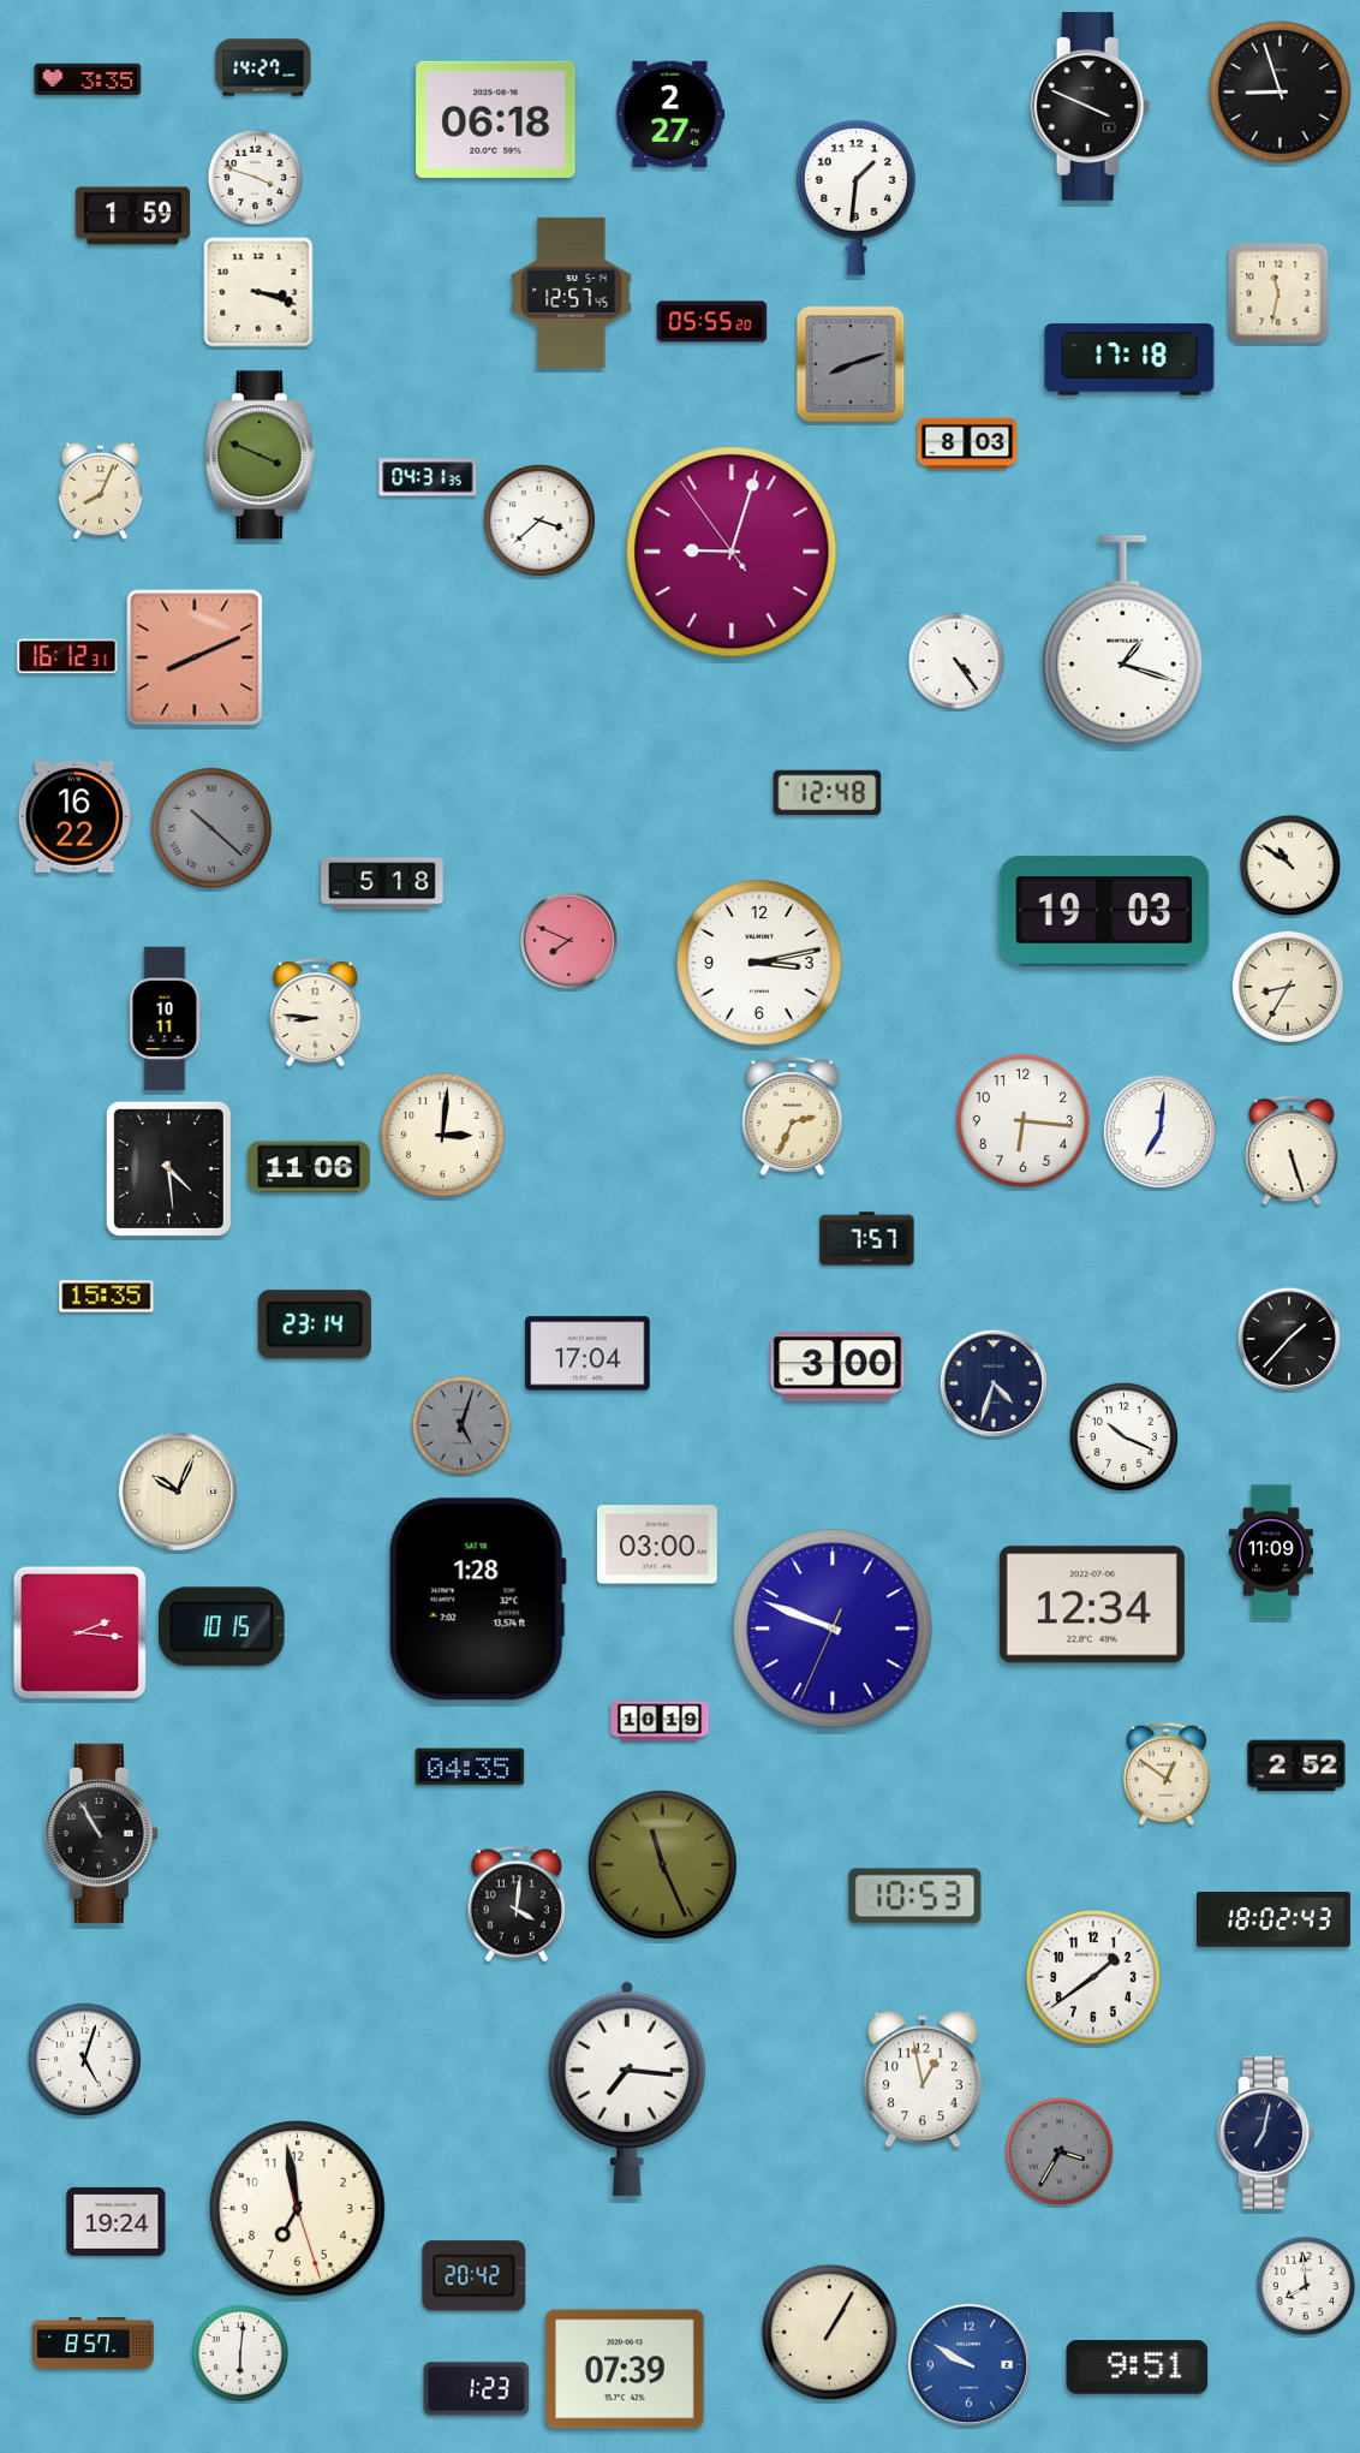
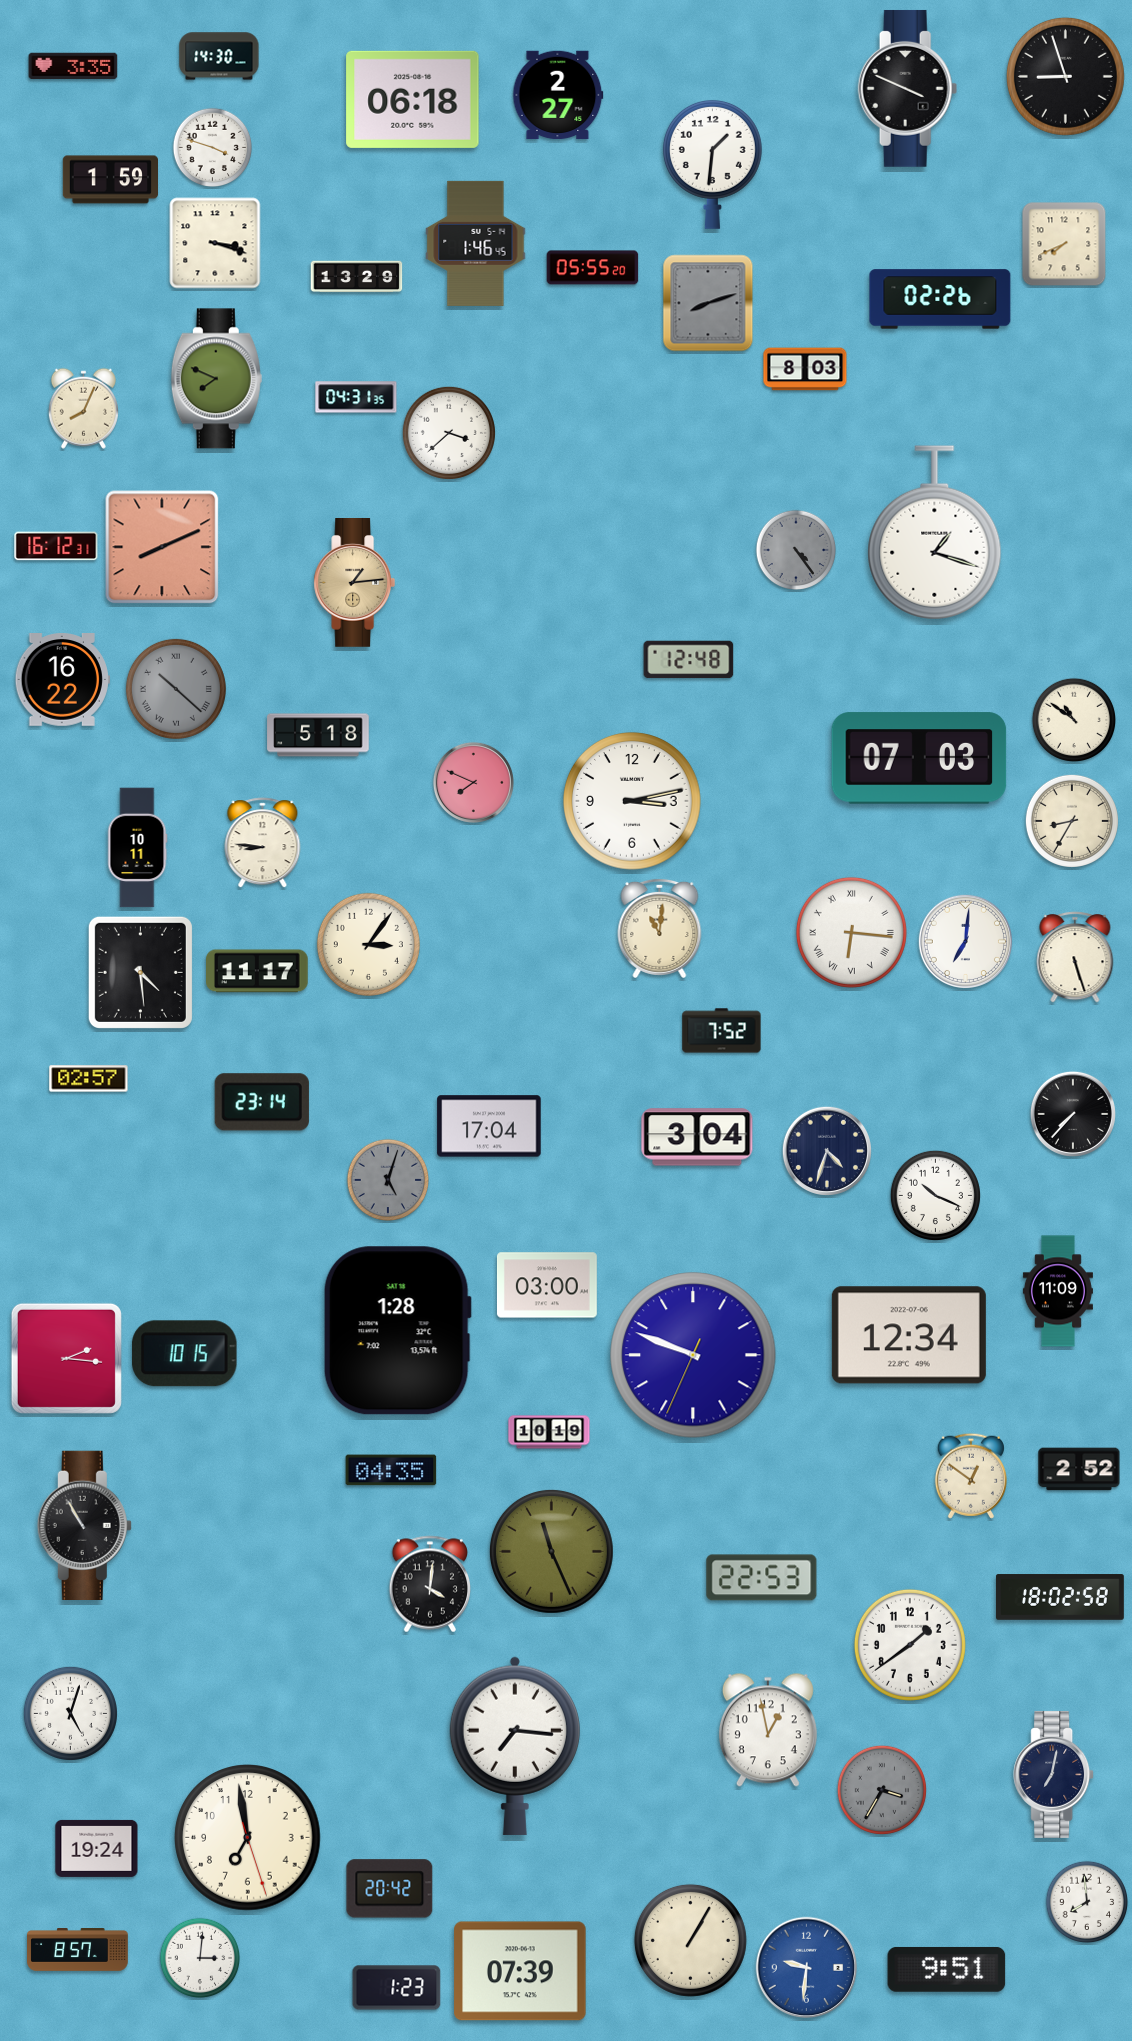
clock at (263, 67): 14:27 -> 14:30
clock at (572, 292): 12:57 -> 1:46
clock at (1278, 293): 11:32 -> 7:41
clock at (357, 277): none -> 13:29
clock at (1129, 359): 17:18 -> 02:26
clock at (260, 456): 3:49 -> 7:49
clock at (732, 552): 9:02 -> none
clock at (956, 661) dial: white -> grey
clock at (355, 583): none -> 1:14
clock at (1104, 911): 19:03 -> 07:03
clock at (793, 1115): 2:34 -> 11:01
clock at (1022, 1120) numerals: Arabic -> Roman
clock at (442, 1135): 3:01 -> 3:06
clock at (309, 1167): 11:06 -> 11:17
clock at (867, 1239): 7:57 -> 7:52
clock at (107, 1297): 15:35 -> 02:57
clock at (1289, 1339): 1:37 -> 7:37
clock at (837, 1367): 3:00 -> 3:04
clock at (461, 1425) position: (461, 1425) -> (388, 1180)
clock at (178, 1492): 10:04 -> none
clock at (915, 1897): 10:53 -> 22:53
clock at (1273, 1919): 18:02:43 -> 18:02:58
clock at (627, 2089) position: (627, 2089) -> (515, 1746)
clock at (475, 2276) position: (475, 2276) -> (390, 1889)
clock at (240, 2353): 6:01 -> 3:01
clock at (970, 2365): 9:50 -> 9:31
